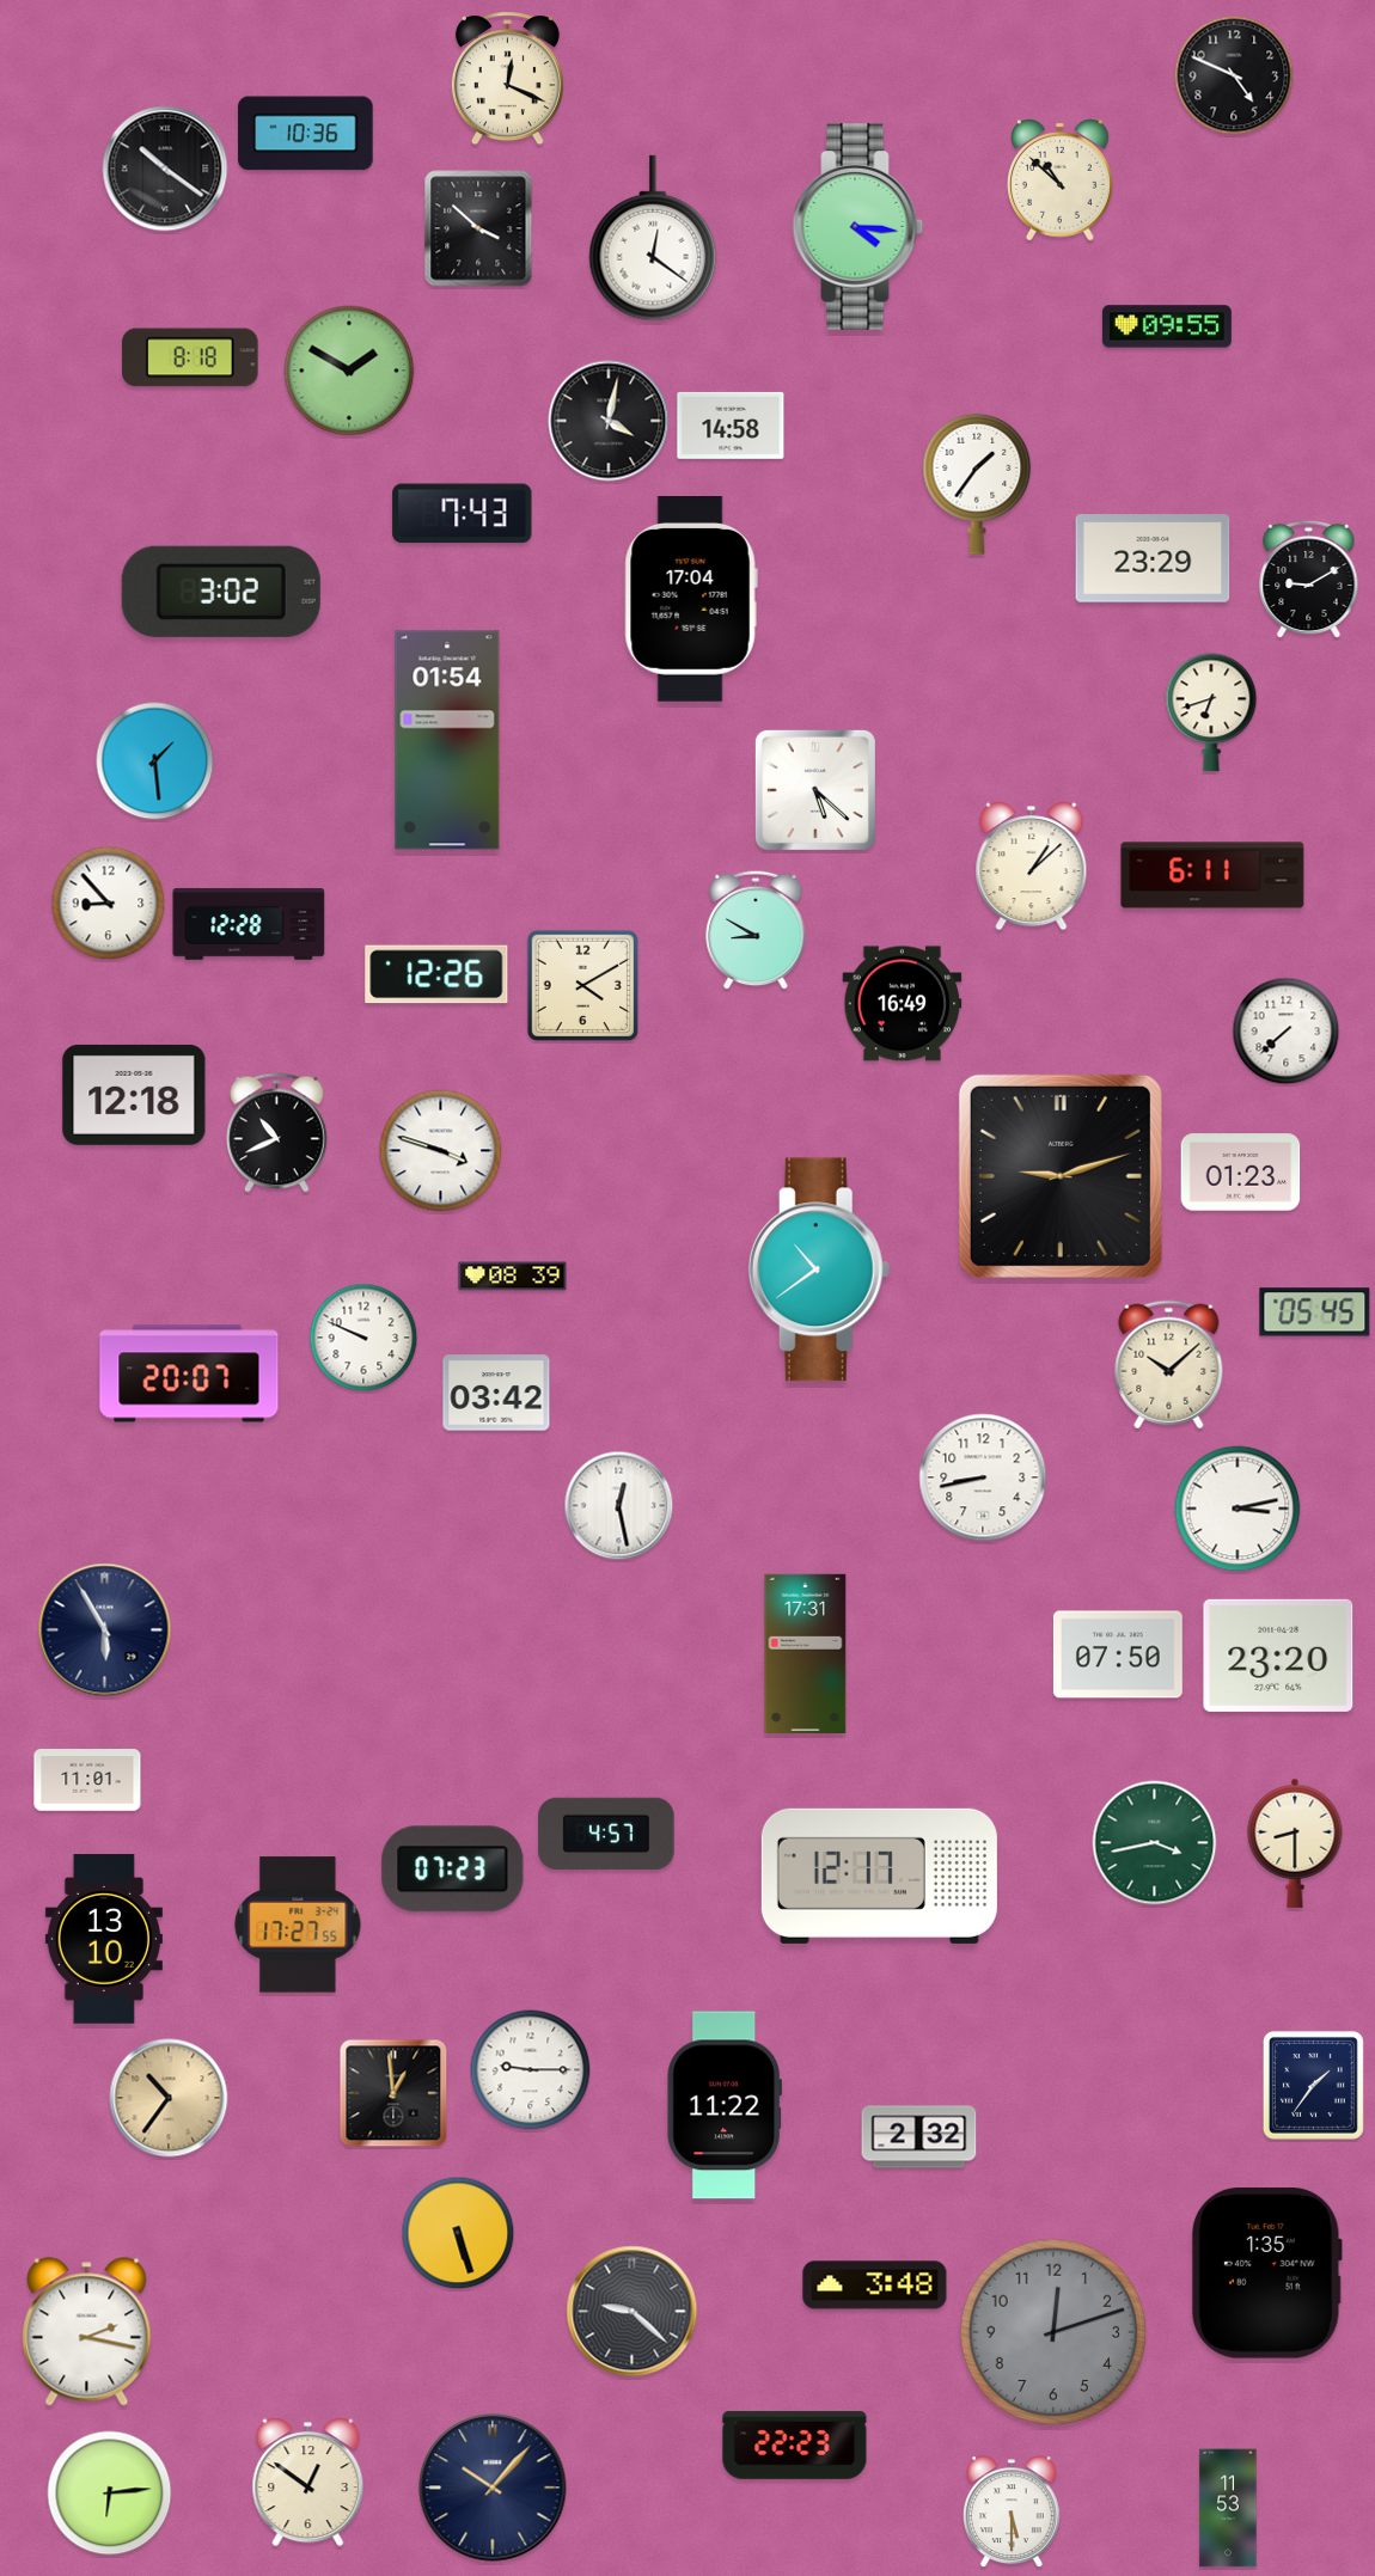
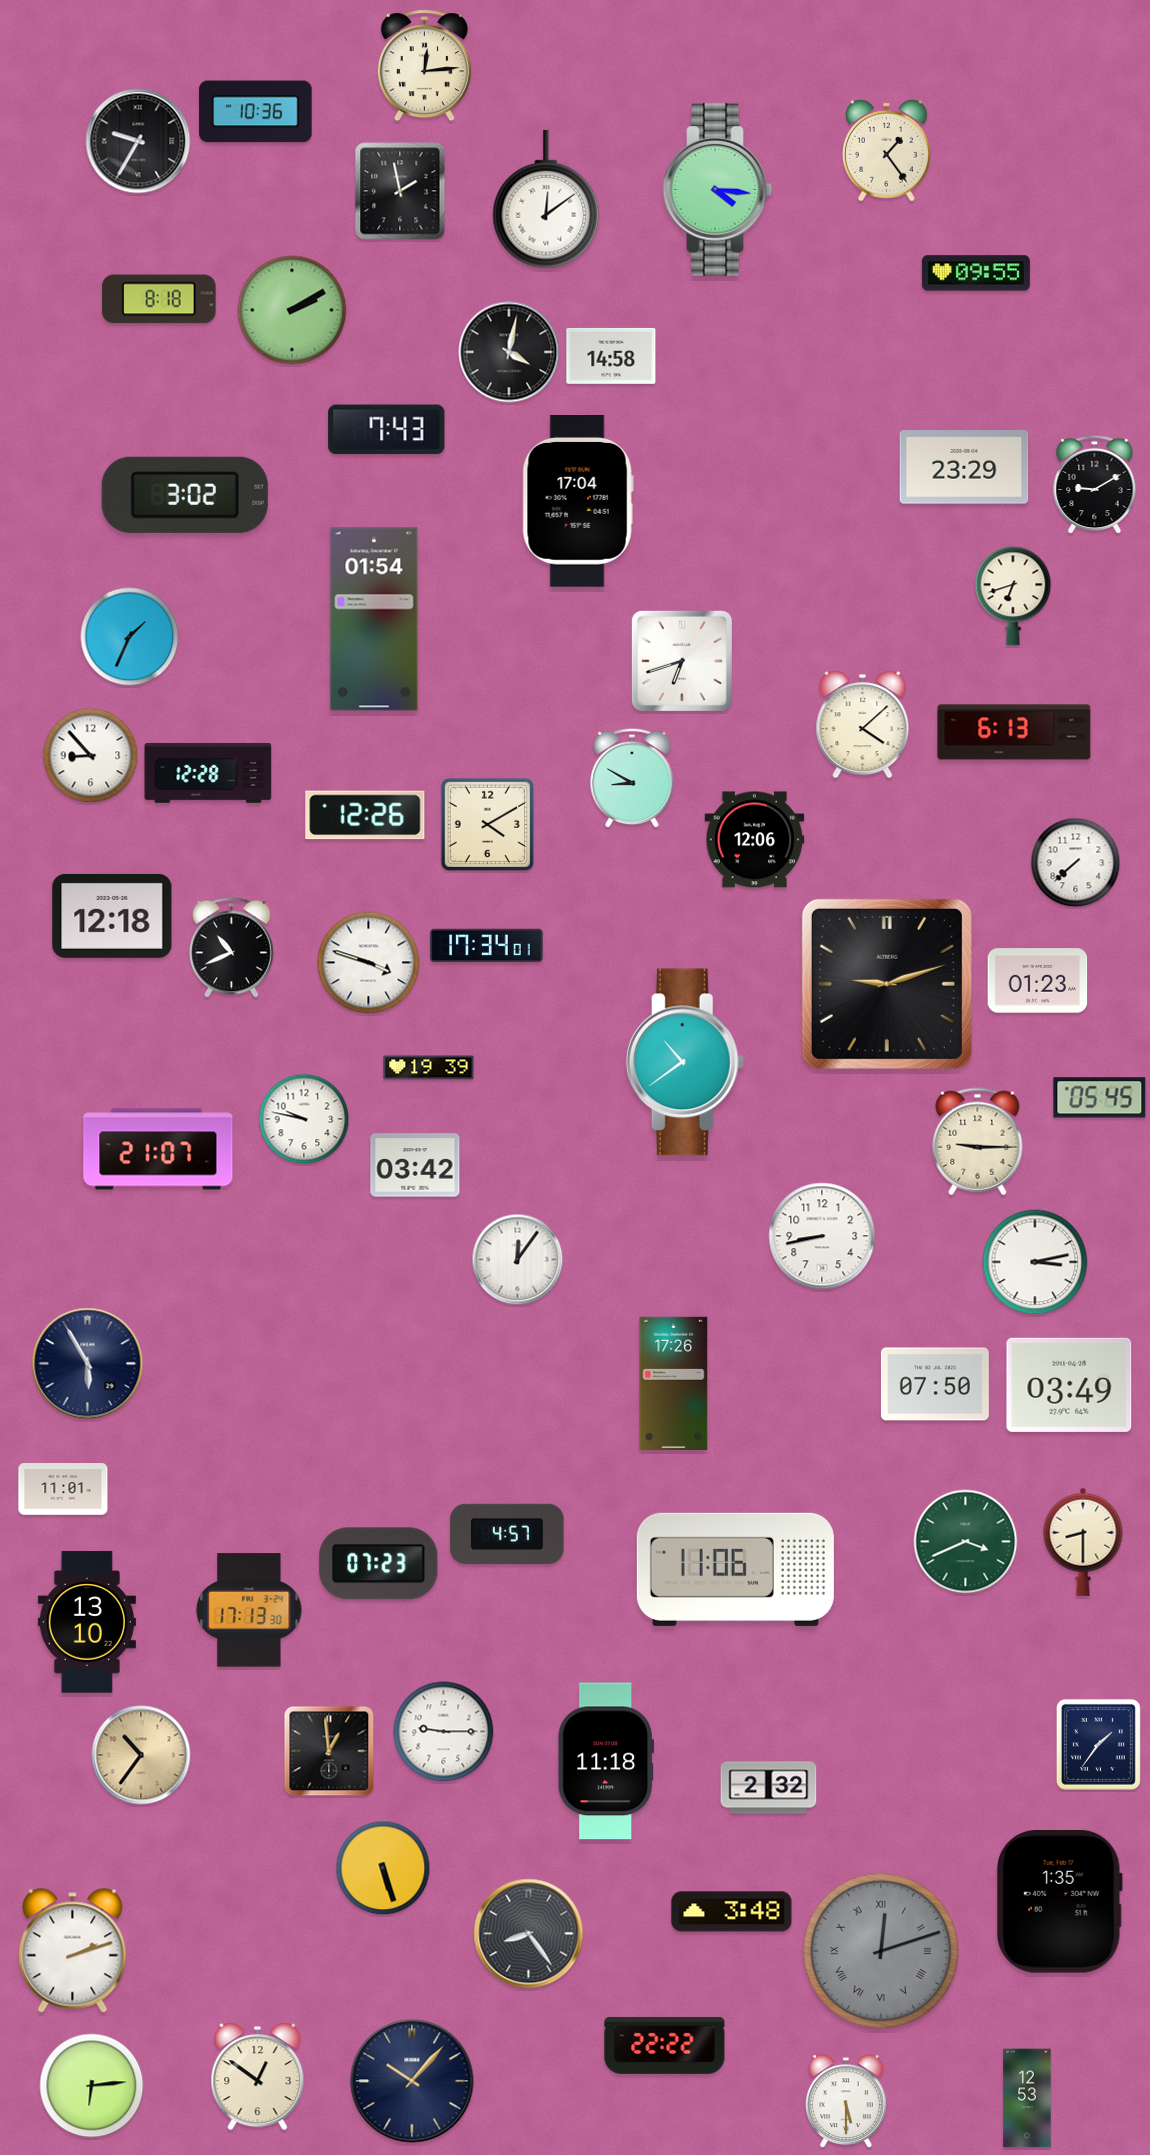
clock at (1234, 75): 4:49 -> none
clock at (507, 79): 12:19 -> 12:14
clock at (165, 169): 10:21 -> 9:35
clock at (1059, 179): 10:52 -> 1:24
clock at (478, 228): 3:52 -> 1:58
clock at (653, 238): 12:21 -> 12:09
clock at (349, 371): 1:50 -> 2:10
clock at (977, 484): 1:36 -> none
clock at (155, 761): 1:29 -> 1:34
clock at (815, 790): 5:22 -> 6:42
clock at (1032, 867): 1:08 -> 4:08
clock at (1212, 875): 6:11 -> 6:13
clock at (903, 1004): 16:49 -> 12:06
clock at (487, 946): none -> 17:34
clock at (513, 1277): 08:39 -> 19:39
clock at (363, 1338): 9:49 -> 9:47
clock at (1169, 1365): 10:08 -> 9:15
clock at (189, 1373): 20:07 -> 21:07
clock at (619, 1506): 12:28 -> 12:06
clock at (806, 1653): 17:31 -> 17:26
clock at (1278, 1656): 23:20 -> 03:49
clock at (87, 1781) position: (87, 1781) -> (63, 1490)
clock at (1155, 1843): 3:43 -> 3:41
clock at (879, 1876): 12:17 -> 11:06
clock at (298, 1925): 17:27 -> 17:13
clock at (723, 2105): 11:22 -> 11:18
clock at (632, 2312): 9:22 -> 8:24
clock at (87, 2332): 2:17 -> 2:12
clock at (1053, 2332) numerals: Arabic -> Roman
clock at (795, 2445): 22:23 -> 22:22
clock at (1228, 2508): 11:53 -> 12:53
